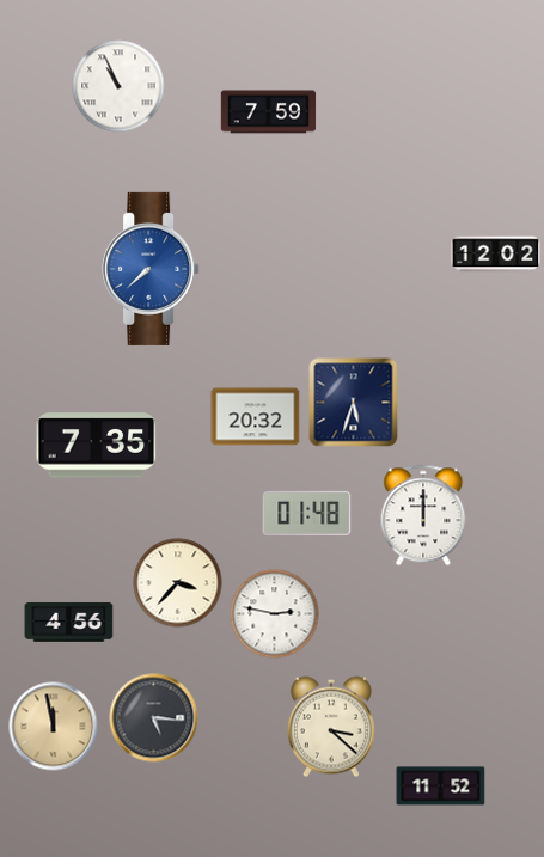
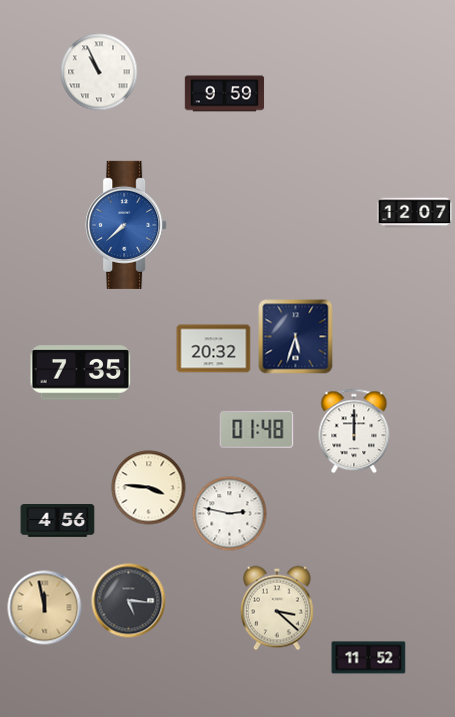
clock at (269, 112): 7:59 -> 9:59
clock at (496, 255): 12:02 -> 12:07
clock at (178, 583): 3:37 -> 3:46
